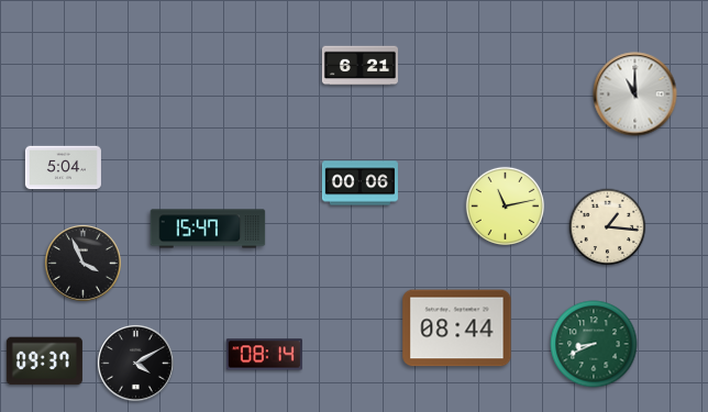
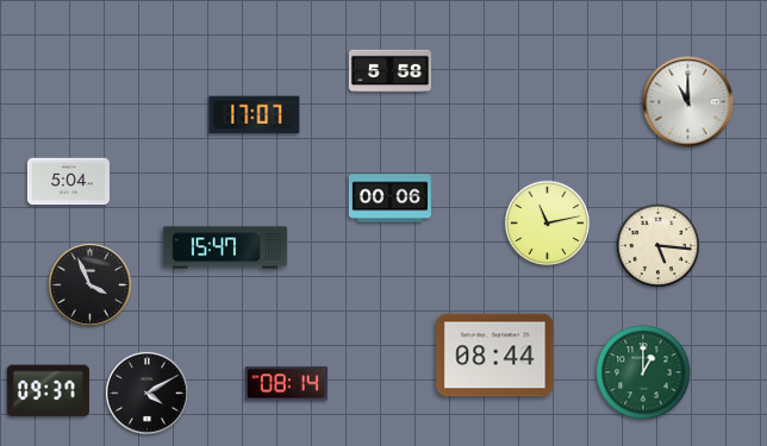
clock at (359, 66): 6:21 -> 5:58
clock at (255, 115): none -> 17:07
clock at (608, 227): 1:16 -> 5:16
clock at (594, 344): 8:41 -> 1:00
